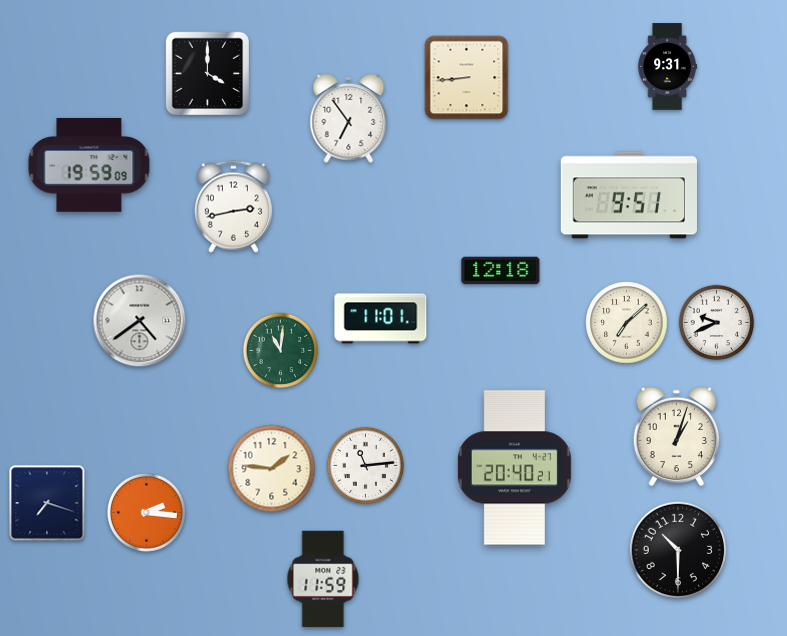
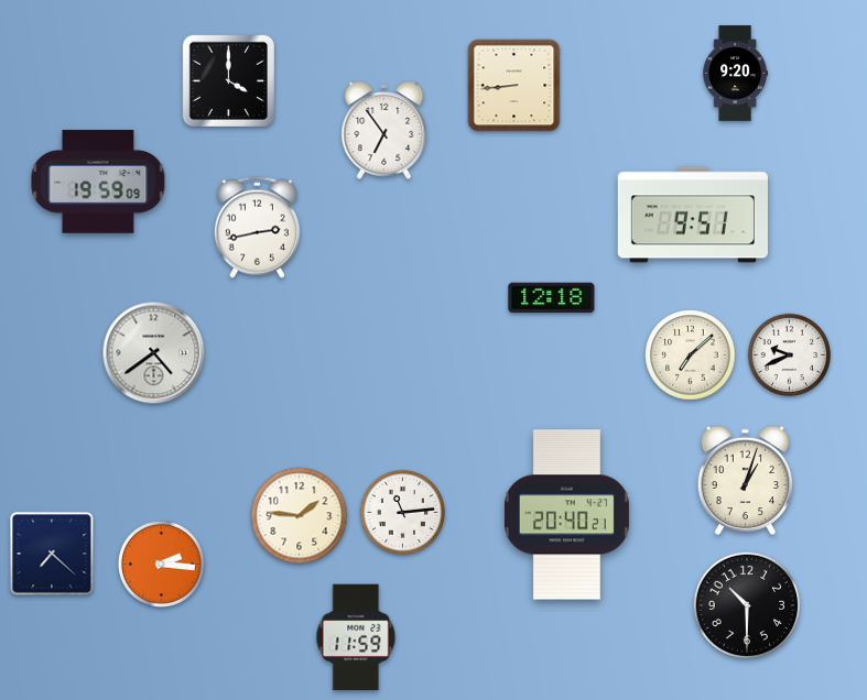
clock at (667, 67): 9:31 -> 9:20
clock at (381, 319): 11:01 -> none
clock at (281, 351): 11:01 -> none
clock at (47, 503): 7:18 -> 7:22
